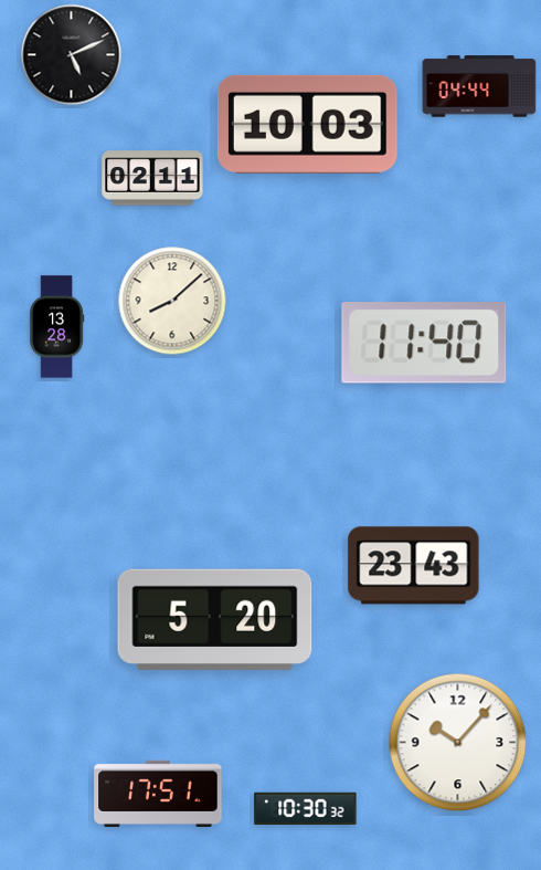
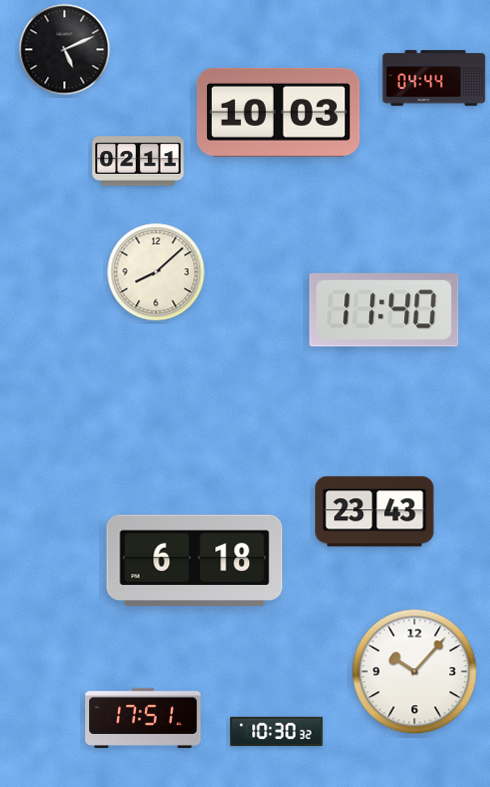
clock at (57, 327): 13:28 -> none
clock at (215, 619): 5:20 -> 6:18
